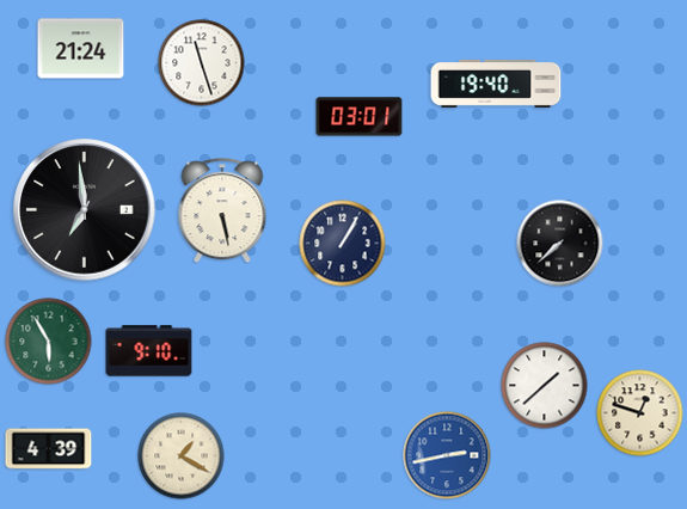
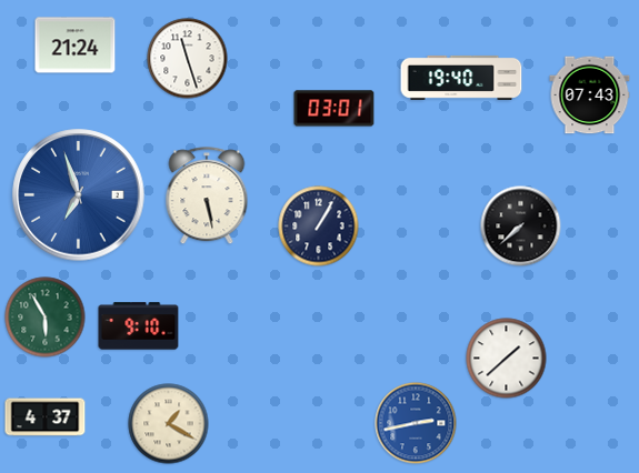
clock at (590, 95): none -> 07:43
clock at (85, 210): 6:59 -> 6:57
clock at (85, 210) dial: black -> blue
clock at (640, 413): 12:48 -> none
clock at (49, 449): 4:39 -> 4:37
